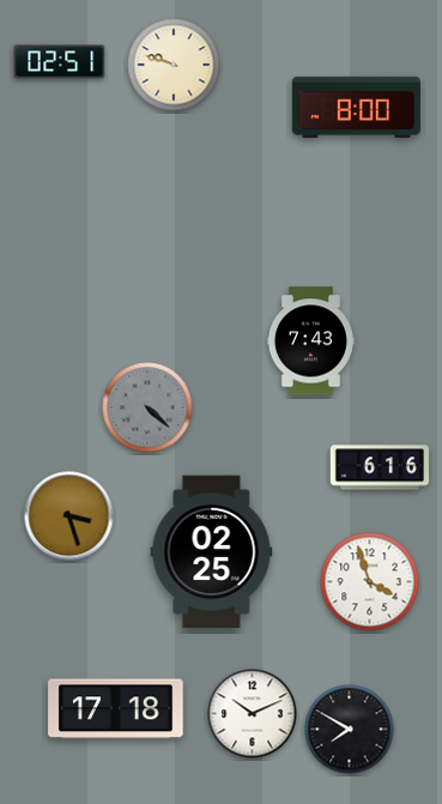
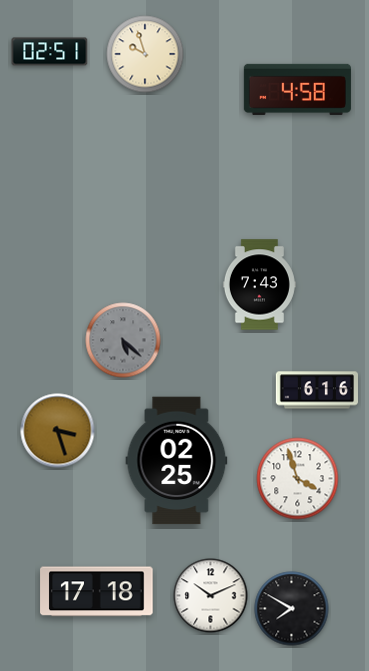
clock at (174, 65): 9:48 -> 9:57
clock at (356, 107): 8:00 -> 4:58
clock at (147, 407): 4:22 -> 5:22
clock at (370, 582) position: (370, 582) -> (298, 479)
